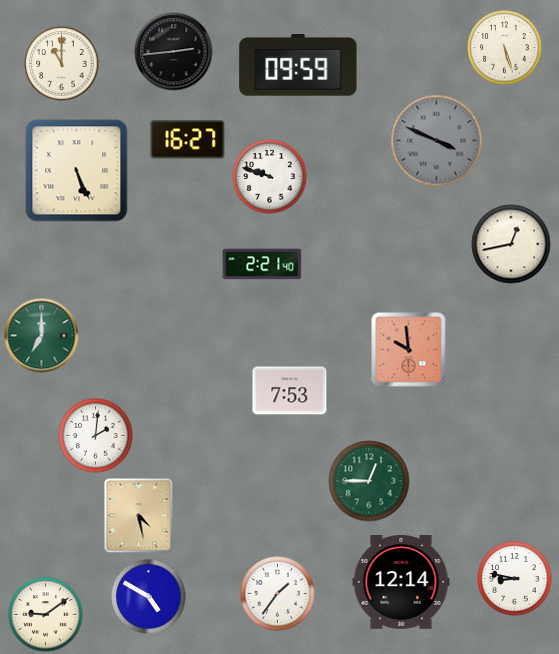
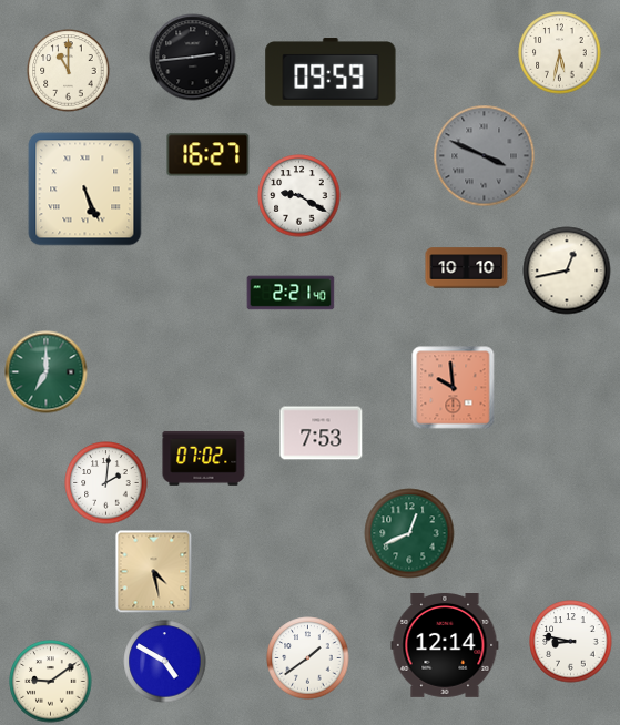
clock at (505, 48): 5:27 -> 5:32
clock at (270, 177): 9:48 -> 9:20
clock at (467, 268): none -> 10:10
clock at (204, 458): none -> 07:02
clock at (369, 481): 12:45 -> 12:41
clock at (278, 594): 1:36 -> 1:39
